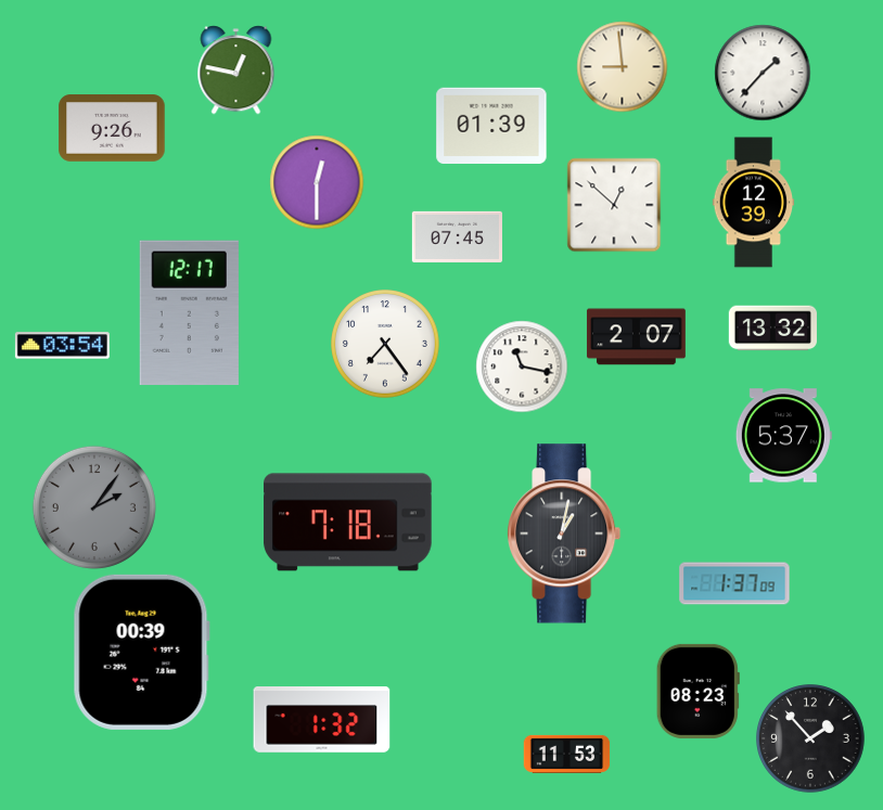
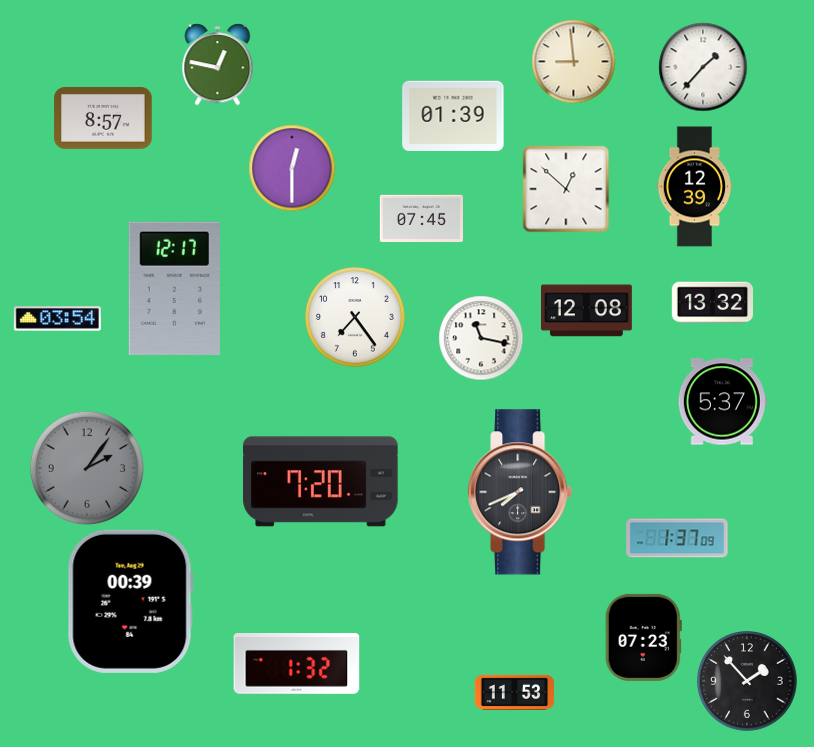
clock at (112, 128): 9:26 -> 8:57
clock at (636, 337): 2:07 -> 12:08
clock at (348, 523): 7:18 -> 7:20
clock at (565, 533): 1:02 -> 7:41
clock at (698, 691): 08:23 -> 07:23
clock at (566, 754) position: (566, 754) -> (514, 692)
